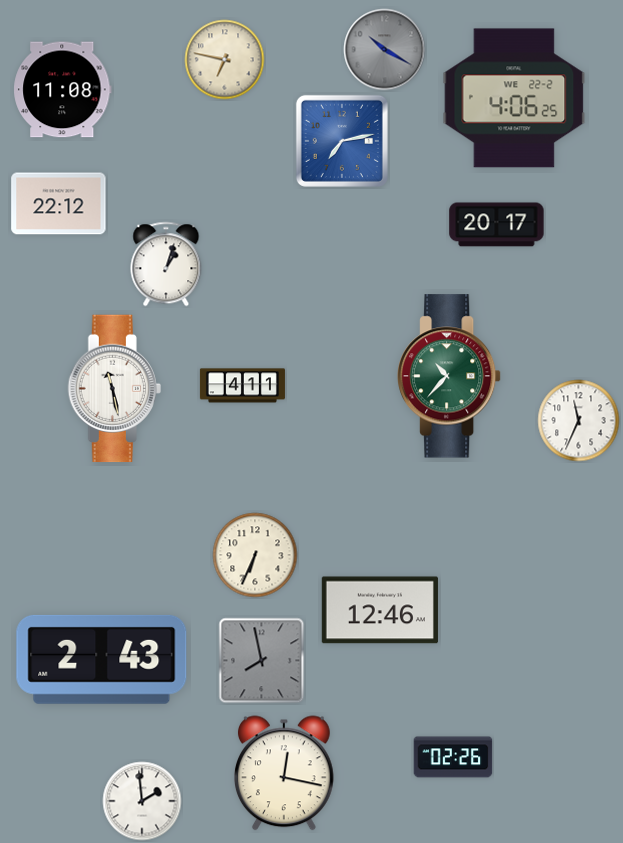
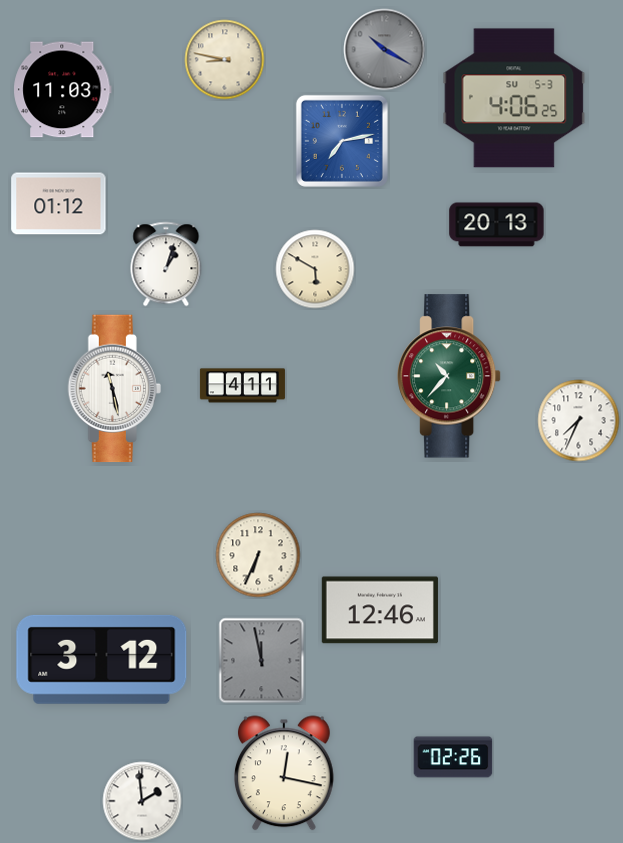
clock at (225, 60): 6:47 -> 8:47
clock at (63, 90): 11:08 -> 11:03
clock at (514, 98) date: WE 22-2 -> SU 5-3
clock at (59, 204): 22:12 -> 01:12
clock at (497, 225): 20:17 -> 20:13
clock at (315, 269): none -> 5:50
clock at (579, 421): 11:34 -> 7:34
clock at (255, 555) position: (255, 555) -> (258, 555)
clock at (102, 659): 2:43 -> 3:12
clock at (262, 661): 7:58 -> 11:58
